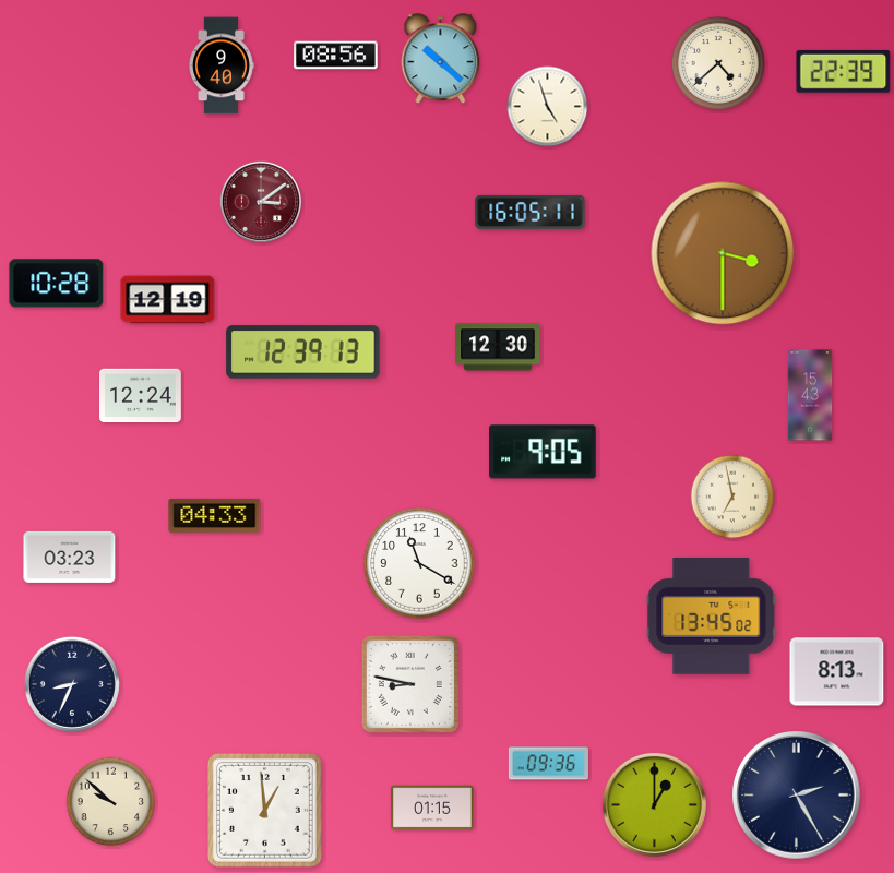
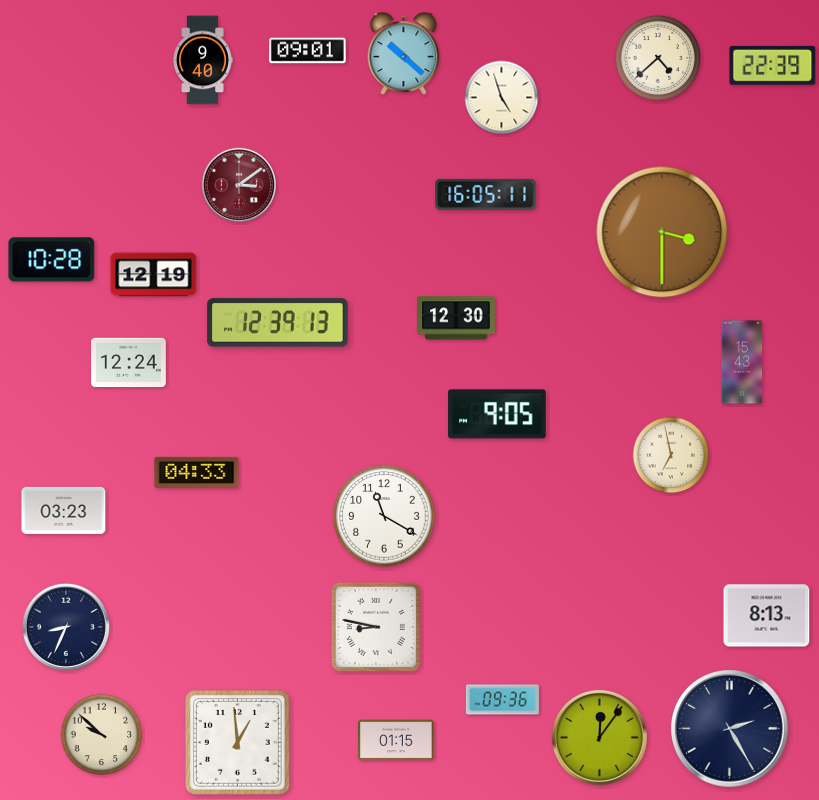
clock at (336, 56): 08:56 -> 09:01
clock at (712, 615): 13:45 -> none
clock at (654, 804): 1:00 -> 12:06
clock at (264, 810) position: (264, 810) -> (237, 742)
